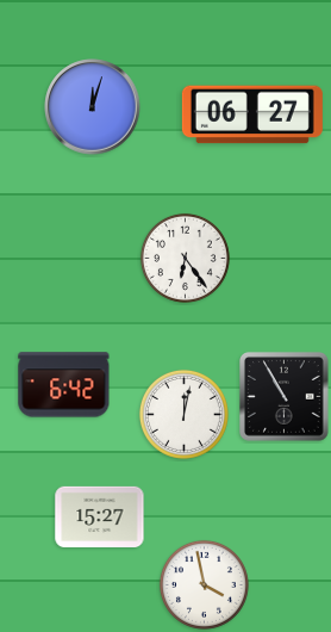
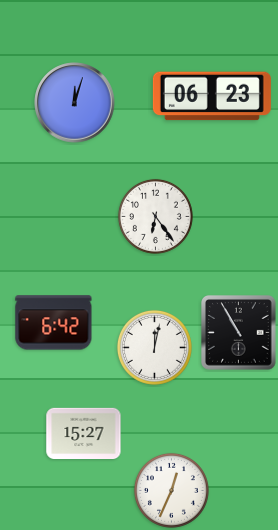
clock at (93, 107) position: (93, 107) -> (75, 103)
clock at (252, 114): 06:27 -> 06:23
clock at (204, 584): 3:58 -> 12:34
